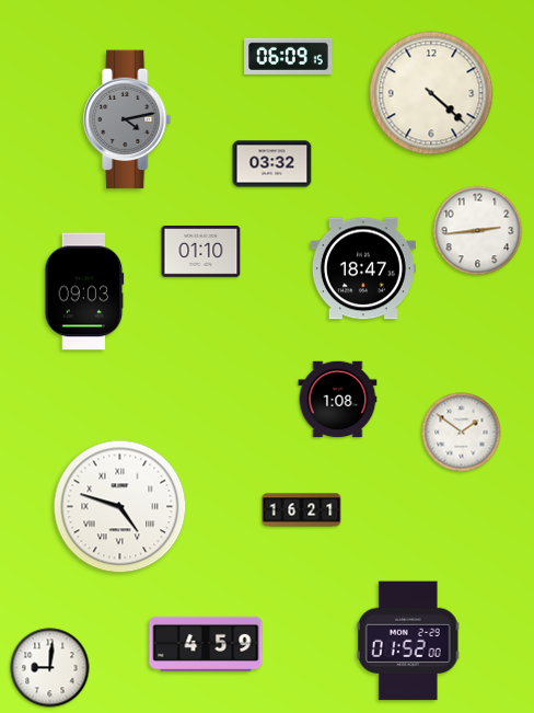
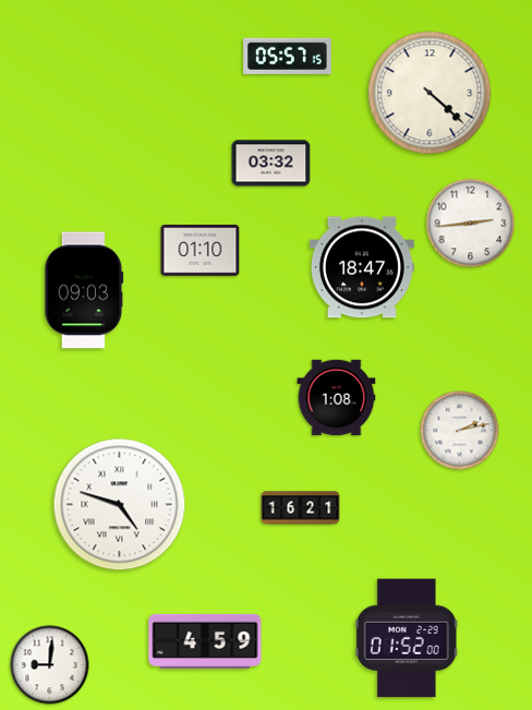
clock at (289, 56): 06:09 -> 05:57
clock at (128, 119): 4:13 -> none
clock at (478, 231) position: (478, 231) -> (471, 224)
clock at (462, 433): 1:51 -> 2:13
